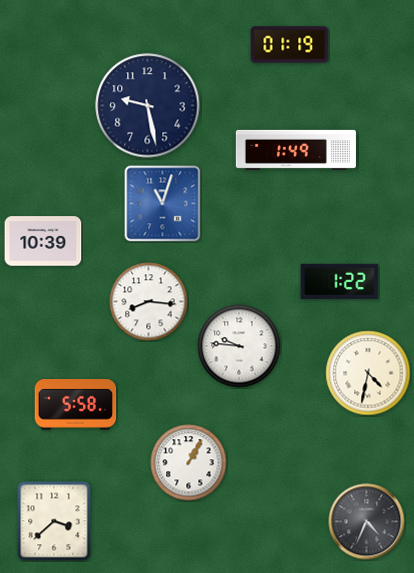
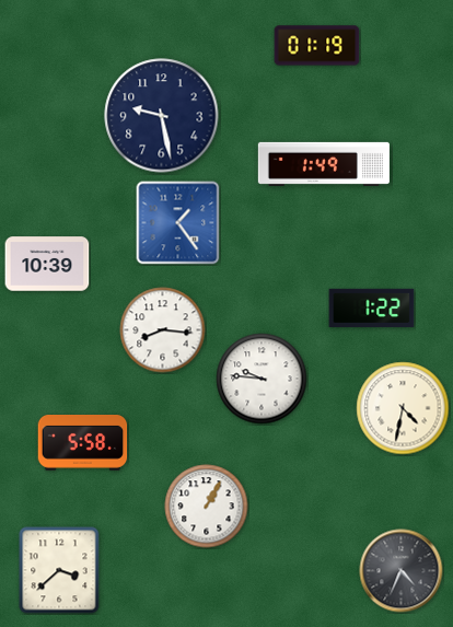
clock at (290, 45) position: (290, 45) -> (317, 46)
clock at (163, 204): 11:03 -> 1:24
